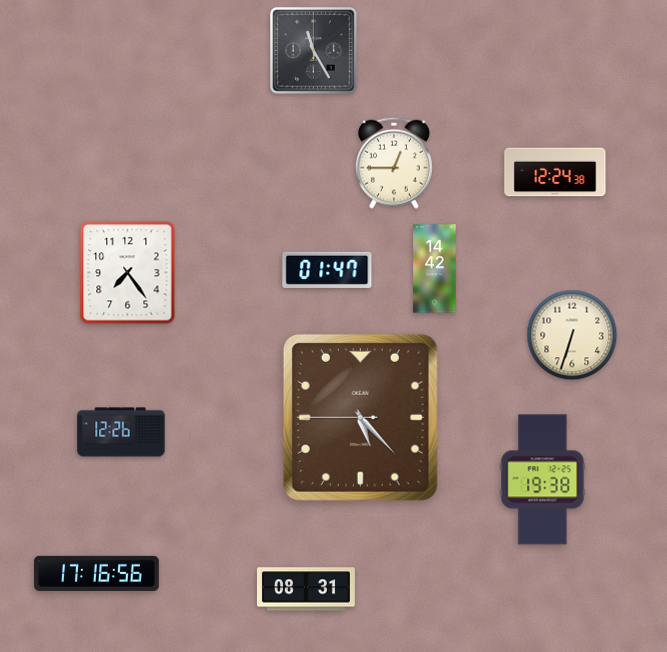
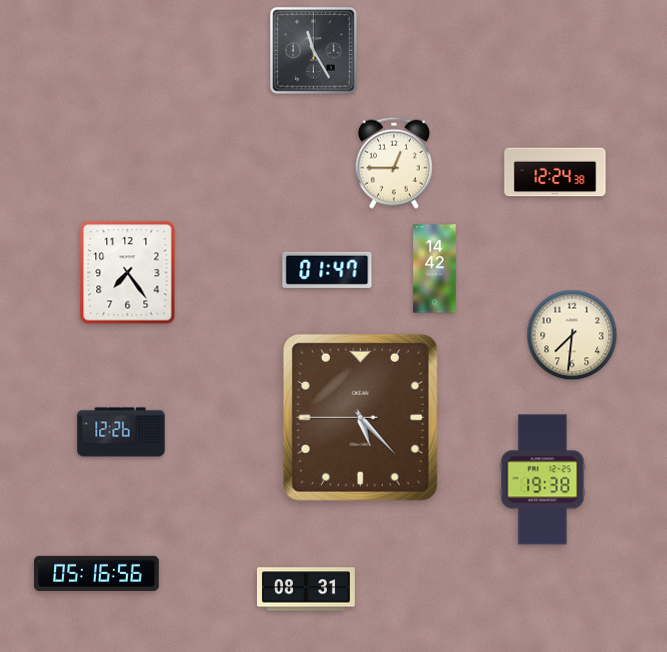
clock at (572, 335): 6:33 -> 7:31
clock at (97, 573): 17:16 -> 05:16
